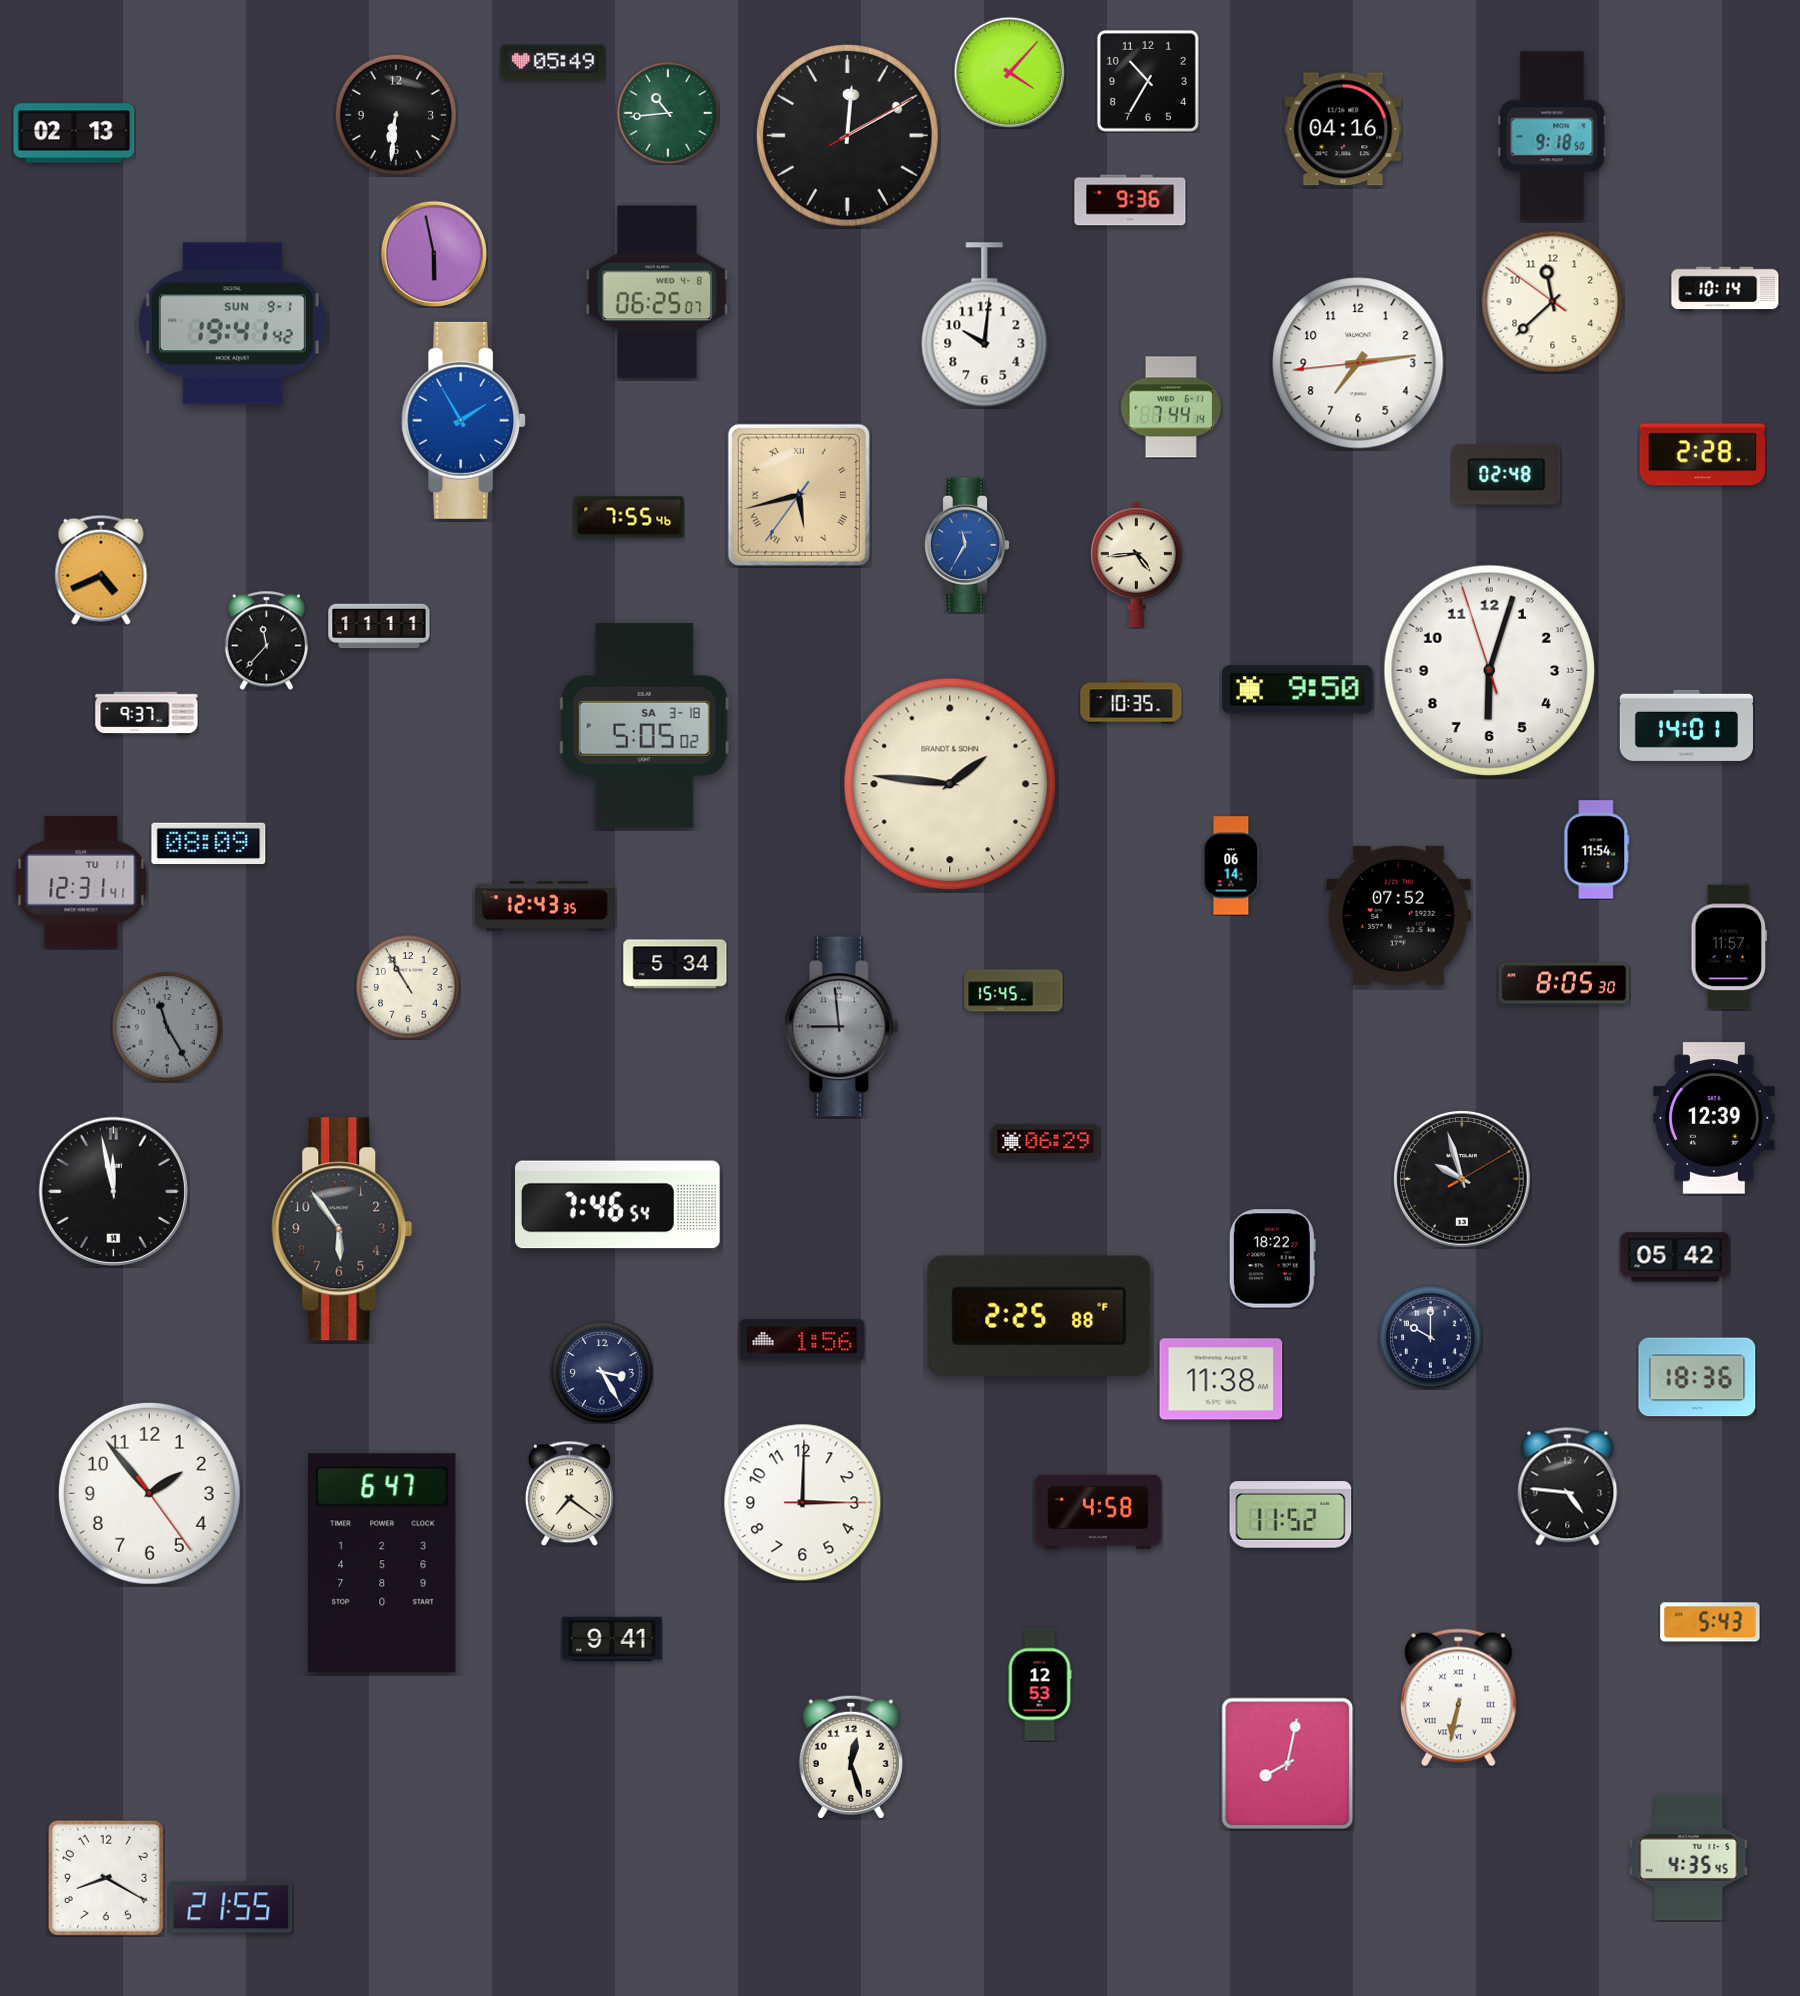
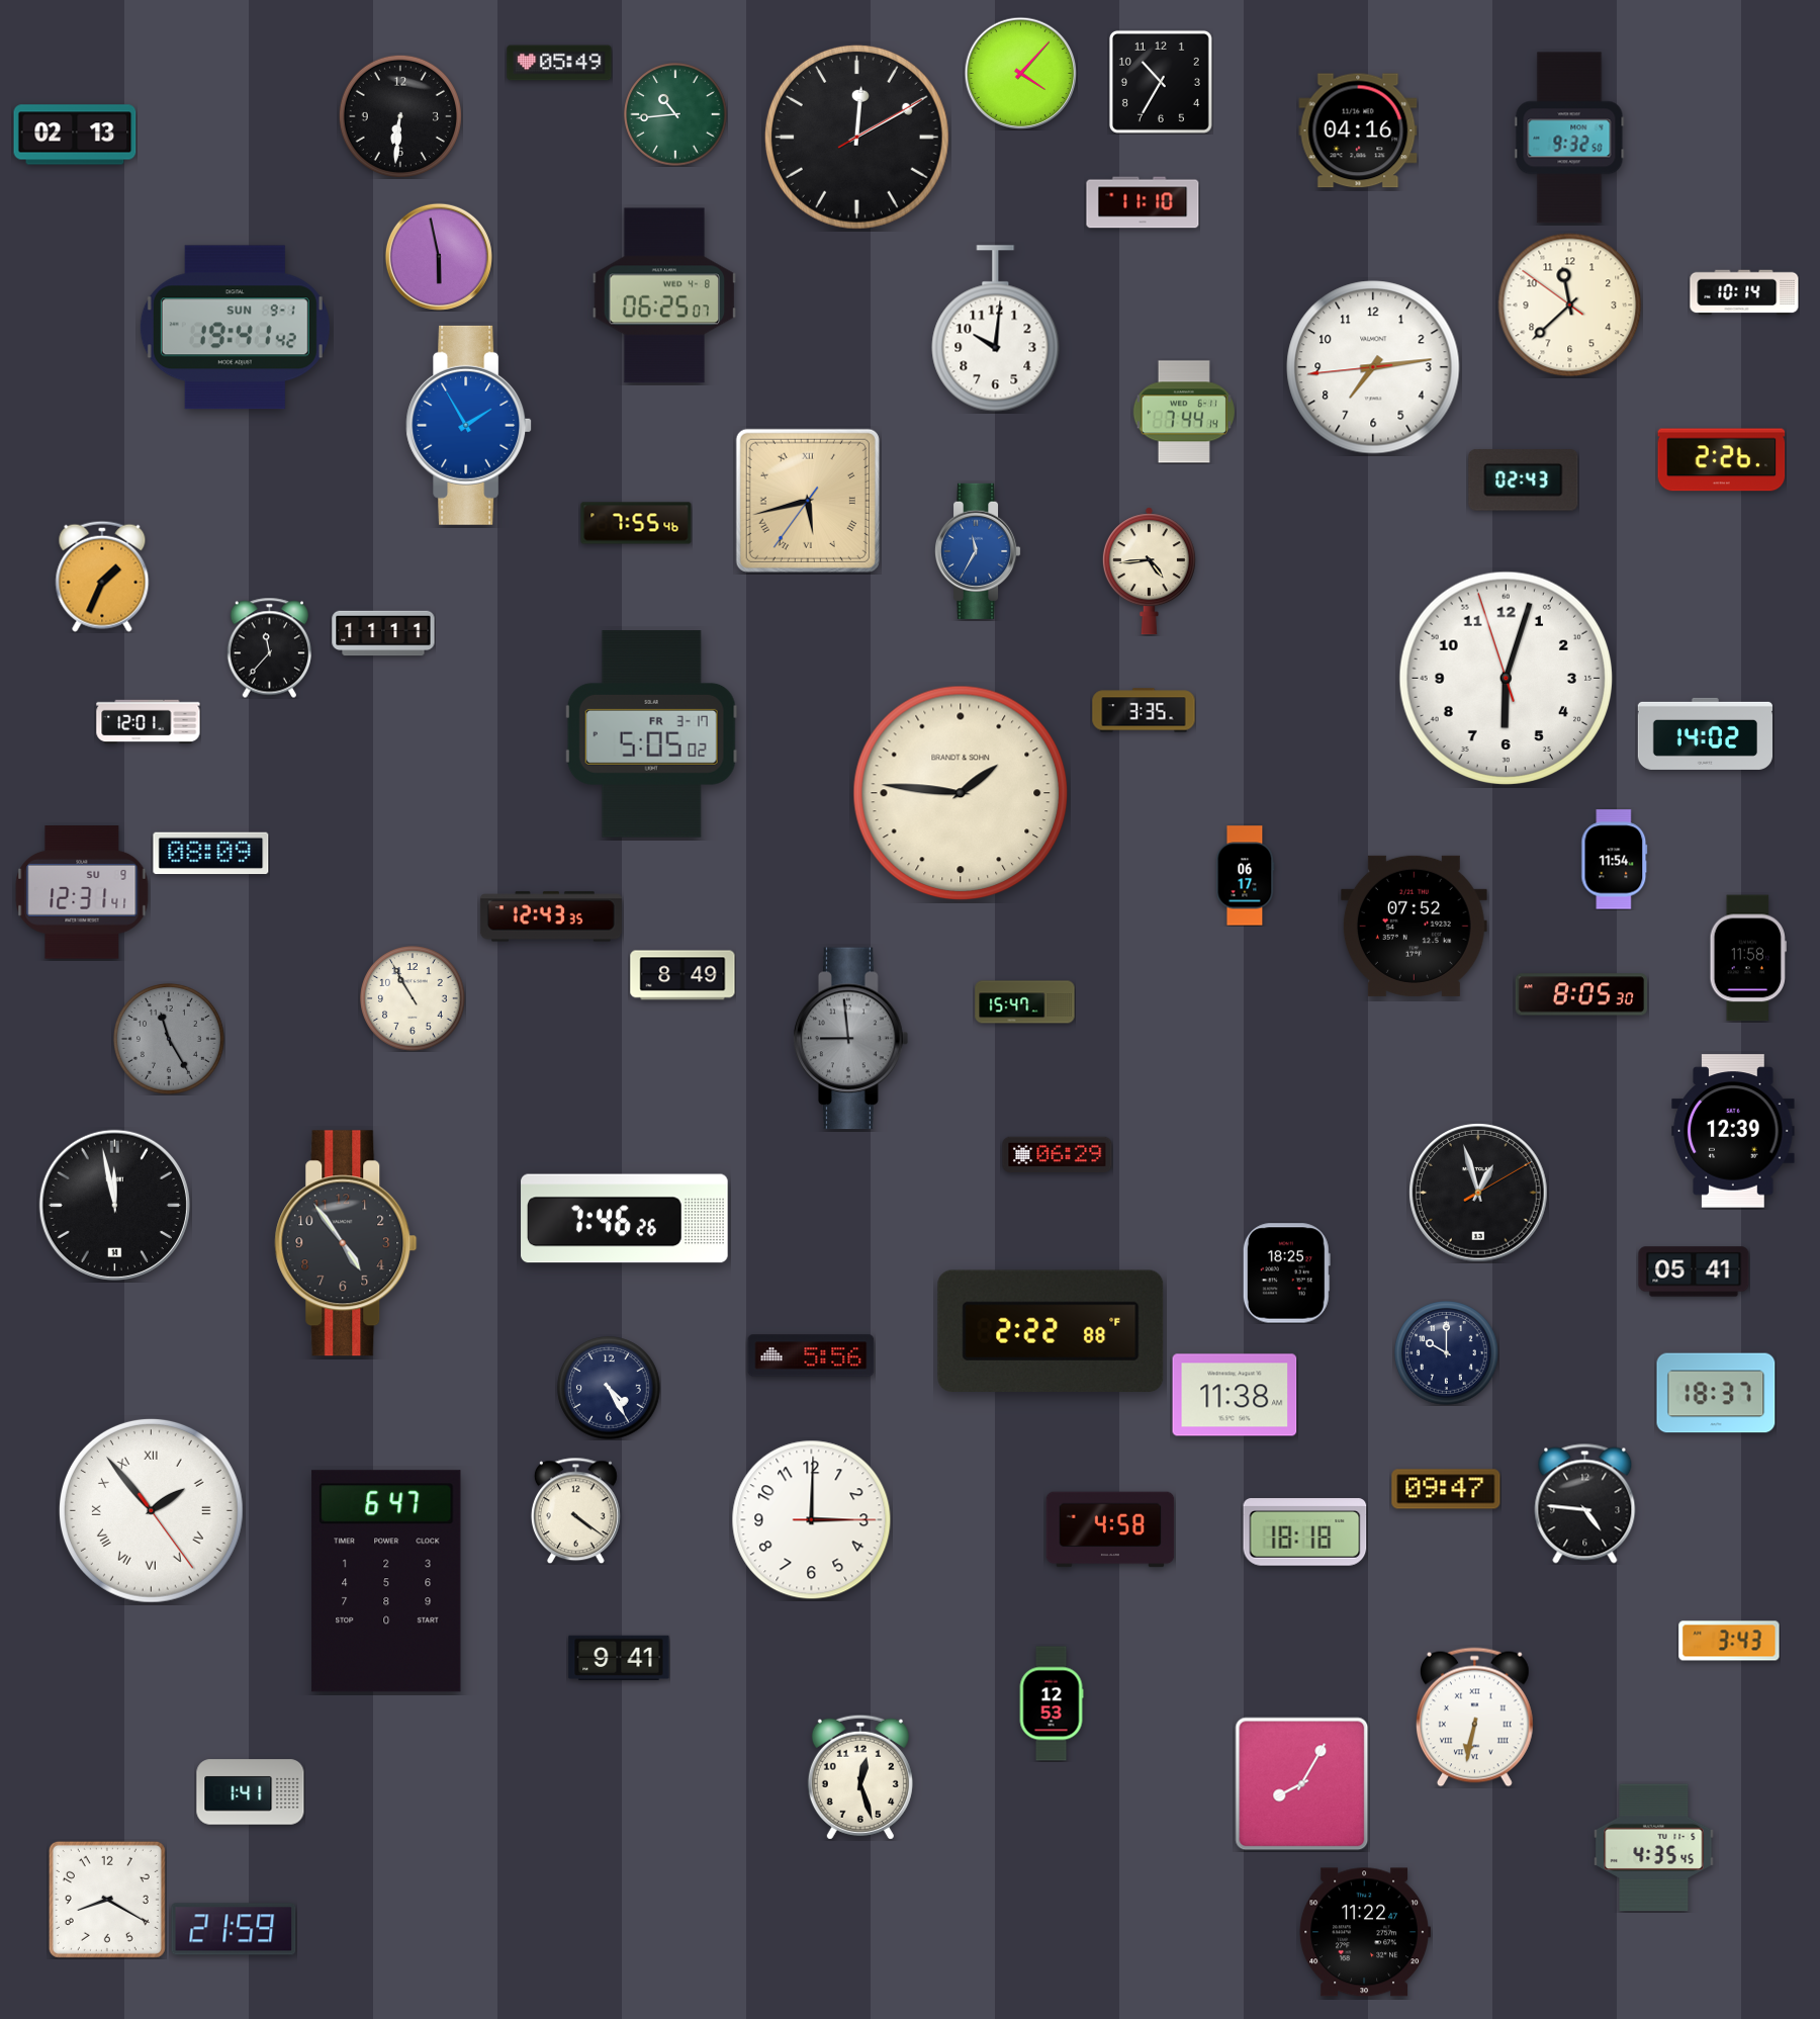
clock at (1552, 136): 9:18 -> 9:32
clock at (1130, 200): 9:36 -> 11:10
clock at (1703, 455): 2:28 -> 2:26
clock at (1507, 475): 02:48 -> 02:43
clock at (101, 570): 4:41 -> 1:34
clock at (1298, 690): 9:50 -> none
clock at (1131, 702): 10:35 -> 3:35
clock at (147, 714): 9:37 -> 12:01
clock at (1686, 725): 14:01 -> 14:02
clock at (644, 726) date: SA 3-18 -> FR 3-17
clock at (1232, 866): 06:14 -> 06:17
clock at (81, 882) date: TU 11 -> SU 9
clock at (1728, 947): 11:57 -> 11:58
clock at (675, 964): 5:34 -> 8:49
clock at (1014, 991): 15:45 -> 15:47
clock at (1462, 1179): 9:57 -> 12:57
clock at (618, 1205): 7:46:54 -> 7:46:26
clock at (342, 1229): 5:54 -> 4:54
clock at (1675, 1257): 05:42 -> 05:41
clock at (1272, 1259): 18:22 -> 18:25
clock at (1039, 1315): 2:25 -> 2:22
clock at (802, 1340): 1:56 -> 5:56
clock at (602, 1372): 3:25 -> 4:25
clock at (1697, 1377): 18:36 -> 18:37
clock at (1446, 1489): none -> 09:47
clock at (149, 1493) numerals: Arabic -> Roman
clock at (569, 1493): 7:21 -> 4:21
clock at (1291, 1515): 11:52 -> 18:18
clock at (1710, 1622): 5:43 -> 3:43
clock at (1288, 1764): 8:02 -> 8:05
clock at (251, 1792): none -> 1:41
clock at (1689, 1858) position: (1689, 1858) -> (1654, 1848)
clock at (231, 1907): 21:55 -> 21:59
clock at (1364, 1932): none -> 11:22
